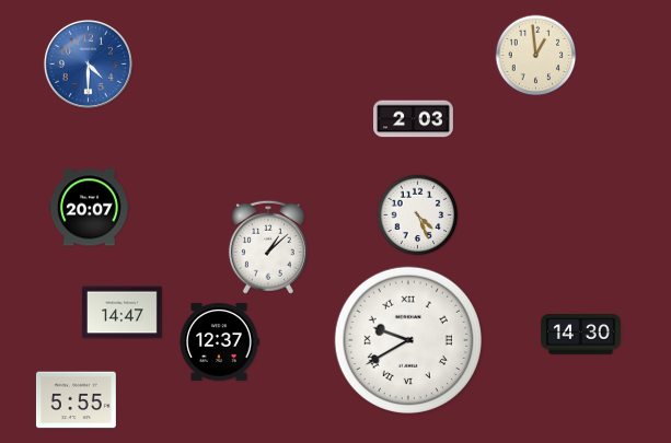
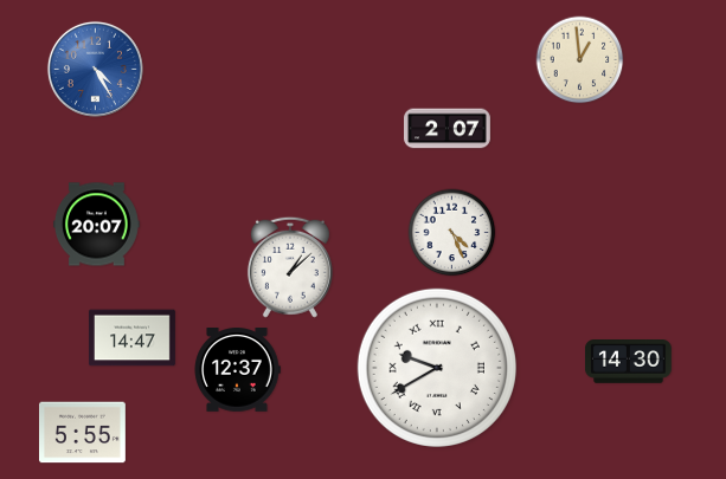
clock at (88, 63): 4:30 -> 4:25
clock at (414, 119): 2:03 -> 2:07
clock at (408, 340) position: (408, 340) -> (437, 368)
